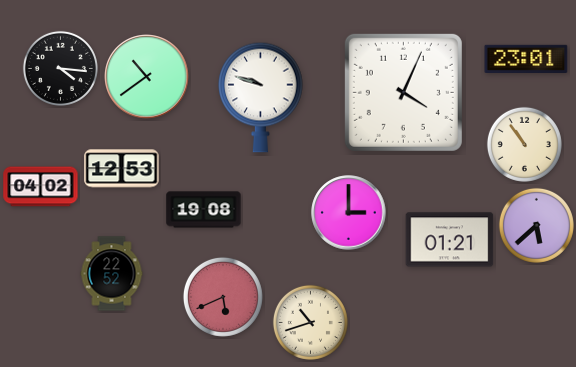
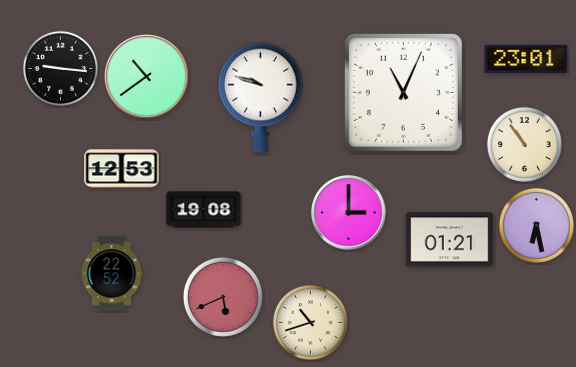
clock at (60, 68): 4:16 -> 9:16
clock at (403, 92): 4:04 -> 11:04
clock at (41, 187): 04:02 -> none
clock at (536, 225): 5:38 -> 6:28
